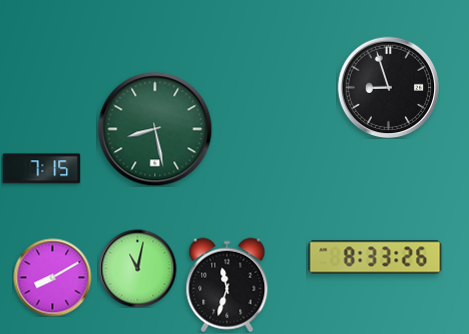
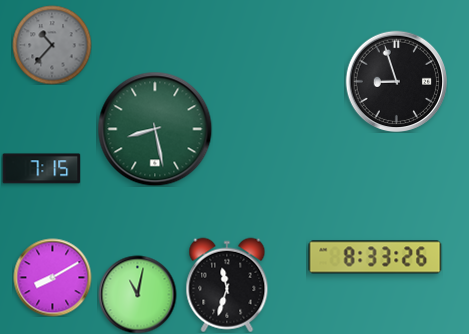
clock at (52, 45): none -> 10:37
clock at (388, 87) position: (388, 87) -> (396, 81)
clock at (137, 268) position: (137, 268) -> (137, 294)
